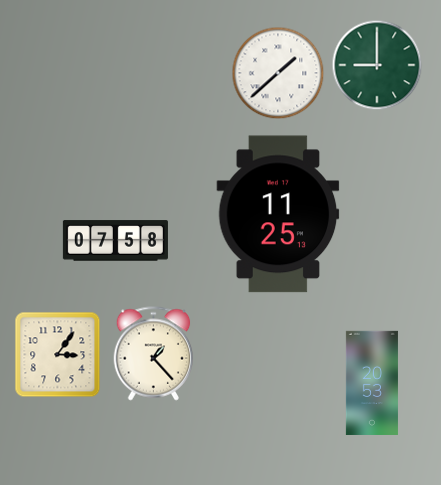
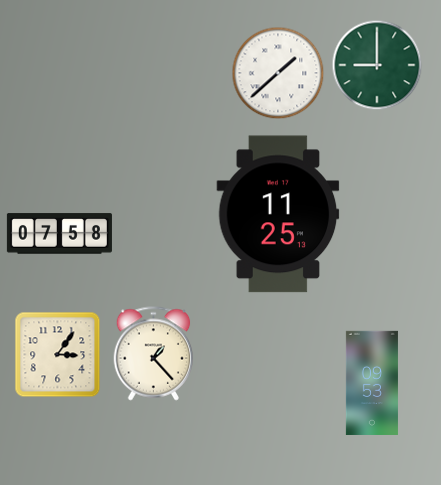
clock at (115, 241) position: (115, 241) -> (59, 234)
clock at (372, 383): 20:53 -> 09:53
